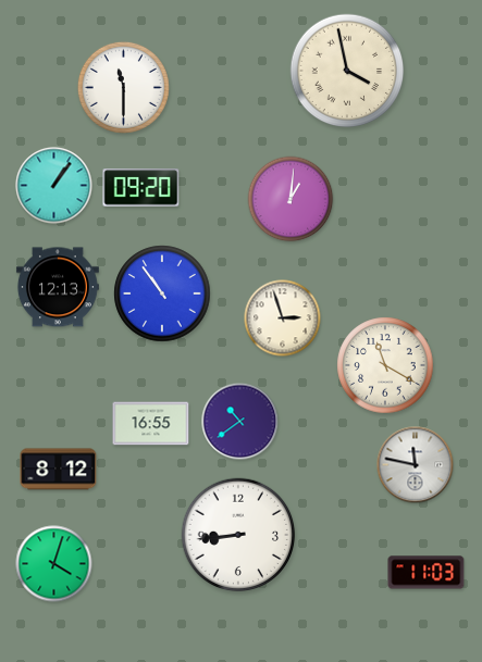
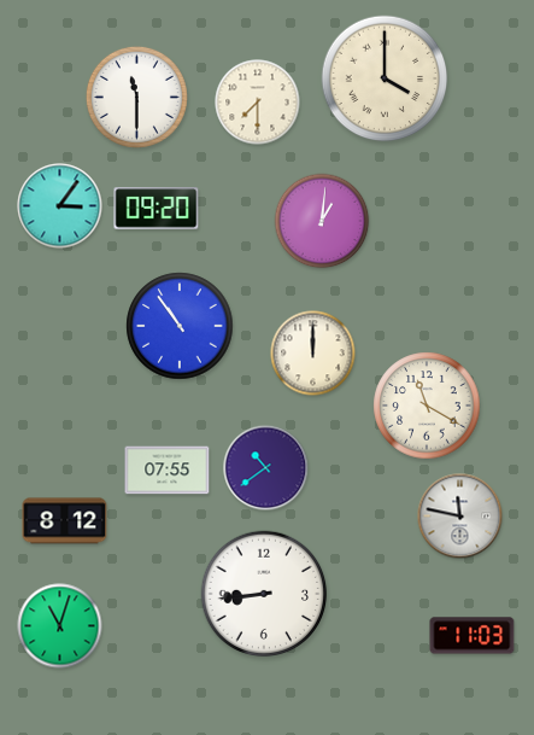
clock at (347, 71): 3:58 -> 4:00
clock at (258, 103): none -> 7:30
clock at (54, 186): 1:06 -> 3:06
clock at (58, 287): 12:13 -> none
clock at (283, 318): 2:57 -> 12:00
clock at (151, 424): 16:55 -> 07:55
clock at (54, 564): 4:03 -> 11:03
